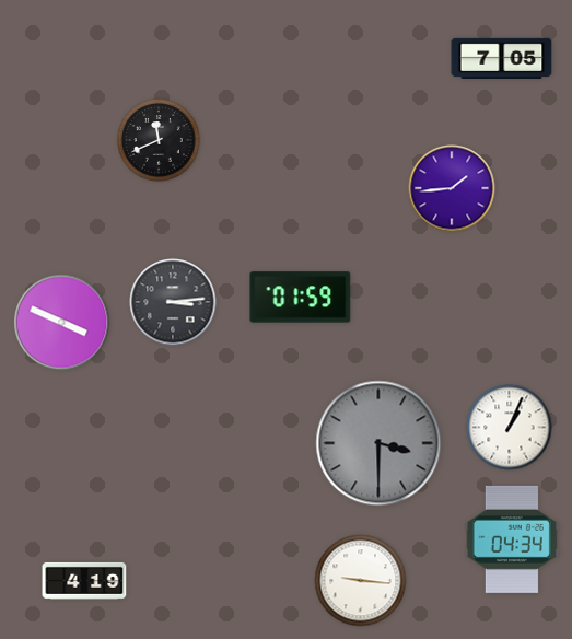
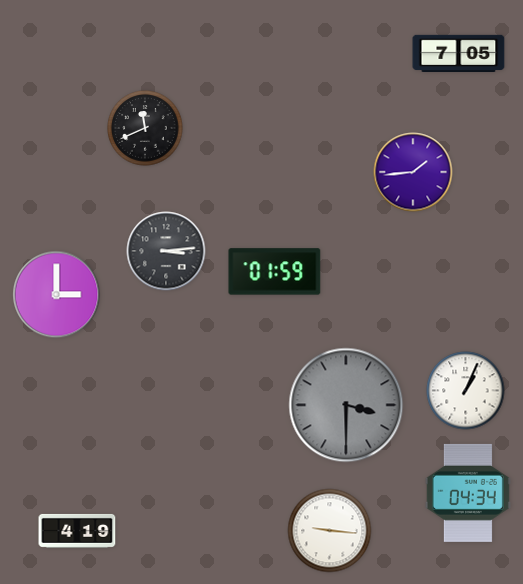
clock at (173, 302) position: (173, 302) -> (166, 251)
clock at (62, 323): 3:49 -> 3:00
